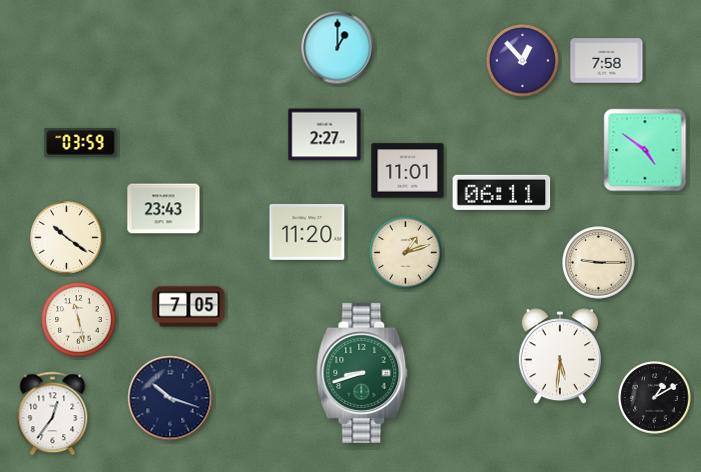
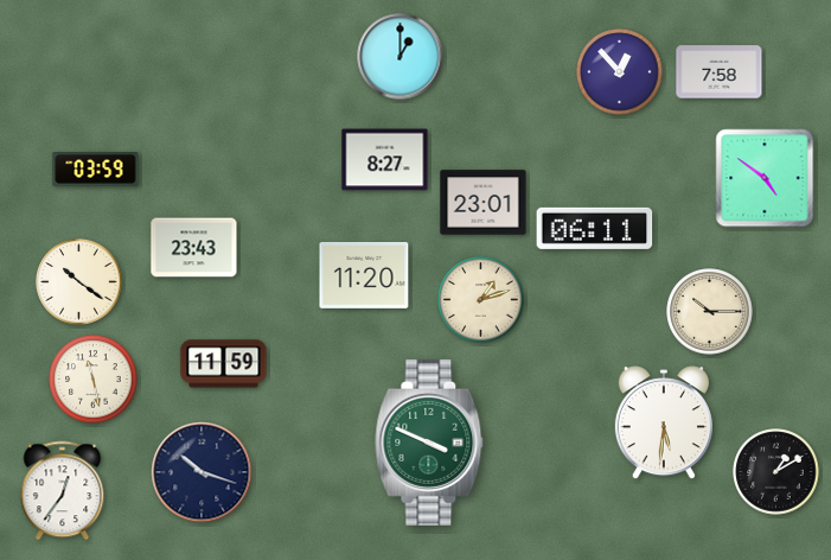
clock at (325, 135): 2:27 -> 8:27
clock at (408, 171): 11:01 -> 23:01
clock at (599, 263): 9:15 -> 10:15
clock at (189, 307): 7:05 -> 11:59
clock at (362, 373): 8:42 -> 3:49
